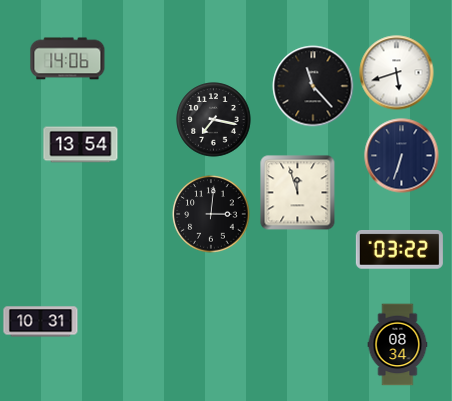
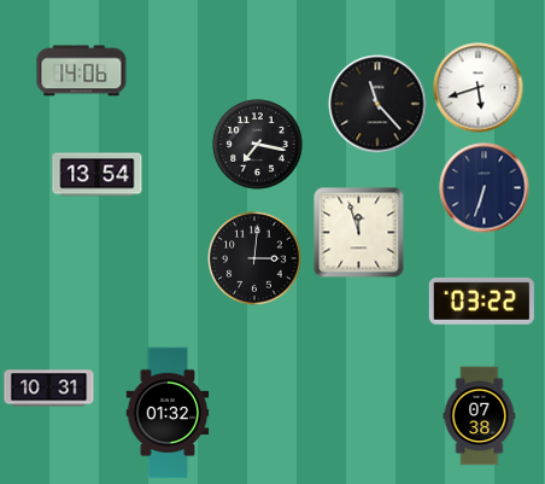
clock at (168, 413): none -> 01:32
clock at (398, 345): 08:34 -> 07:38
